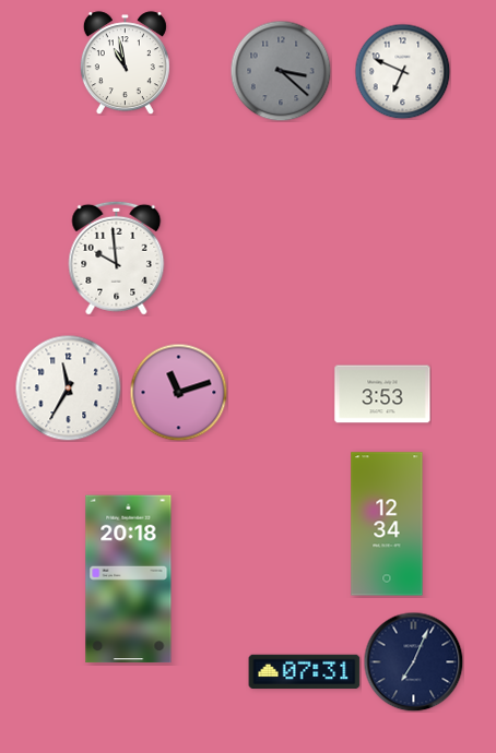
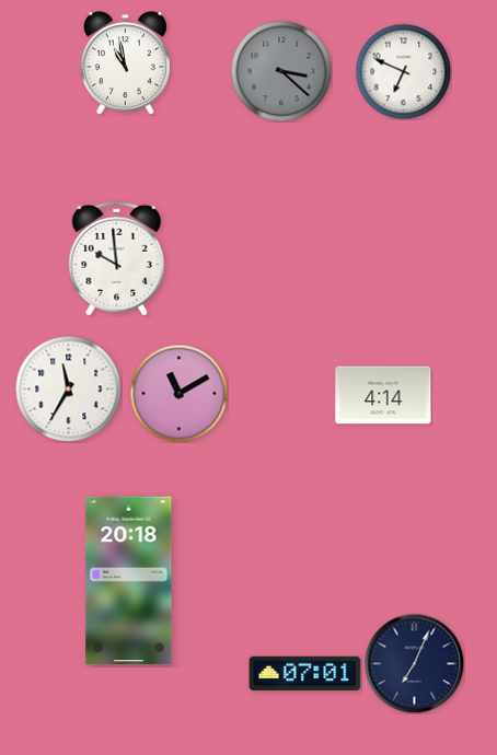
clock at (178, 392): 11:12 -> 11:10
clock at (382, 394): 3:53 -> 4:14
clock at (387, 524): 12:34 -> none
clock at (305, 672): 07:31 -> 07:01
